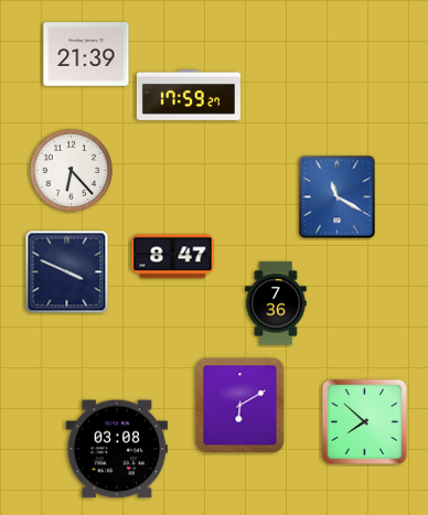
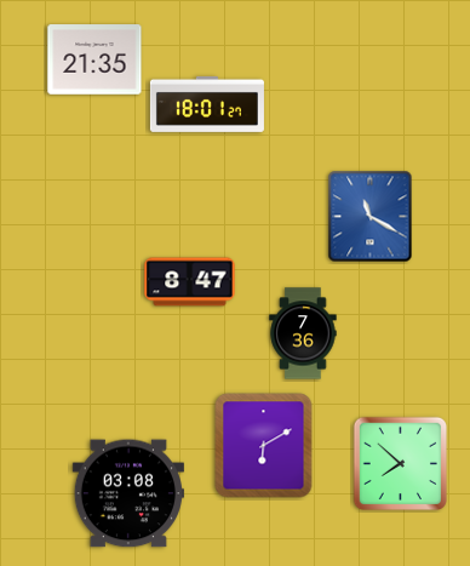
clock at (86, 54): 21:39 -> 21:35
clock at (189, 95): 17:59 -> 18:01
clock at (71, 170): 6:23 -> none
clock at (67, 272): 3:49 -> none
